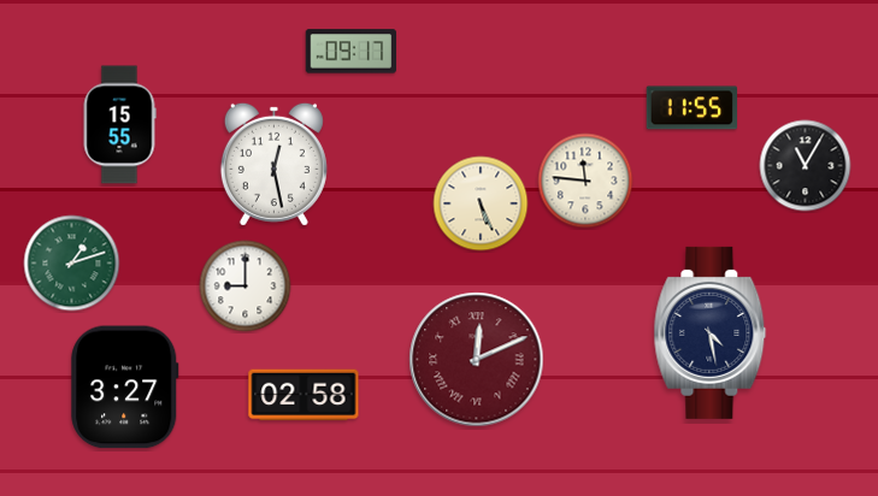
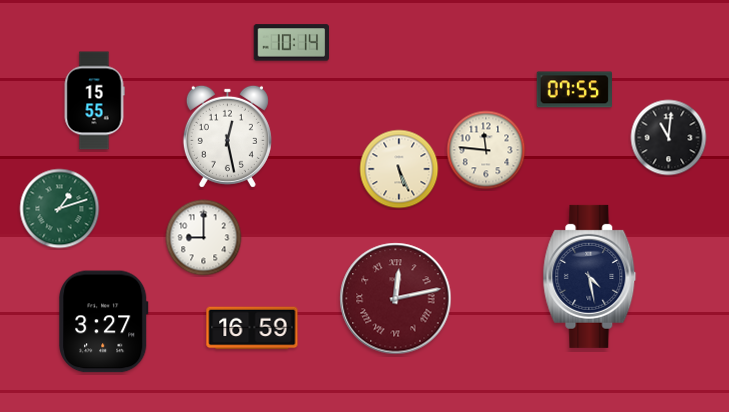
clock at (350, 52): 09:17 -> 10:14
clock at (691, 108): 11:55 -> 07:55
clock at (119, 125) position: (119, 125) -> (94, 101)
clock at (806, 166): 11:05 -> 11:01
clock at (72, 264) position: (72, 264) -> (60, 209)
clock at (477, 360): 12:11 -> 12:13
clock at (304, 395): 02:58 -> 16:59
